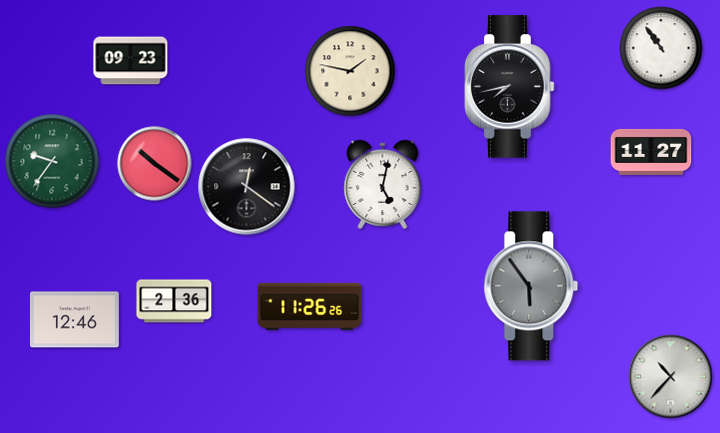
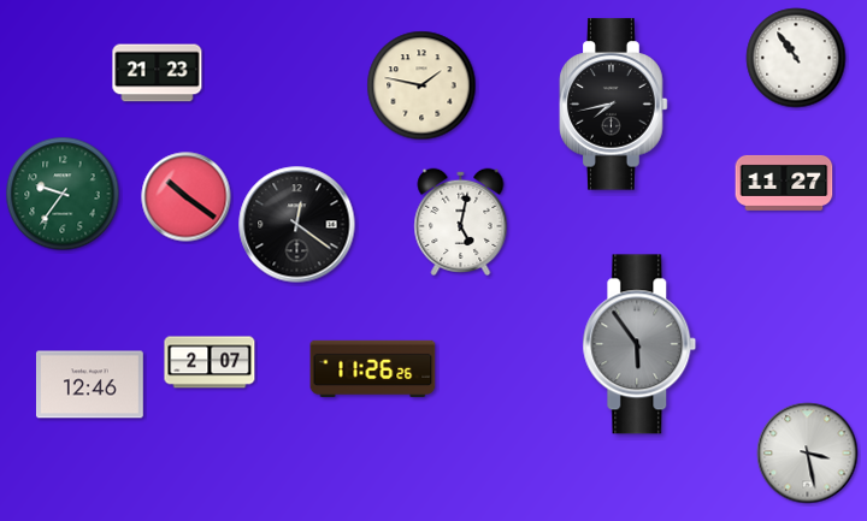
clock at (131, 61): 09:23 -> 21:23
clock at (174, 301): 2:36 -> 2:07
clock at (671, 377): 10:37 -> 3:28
